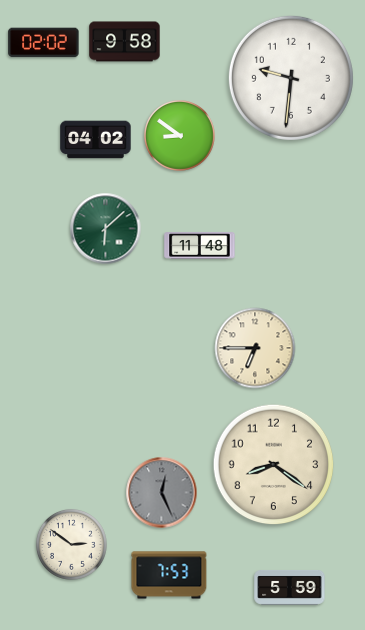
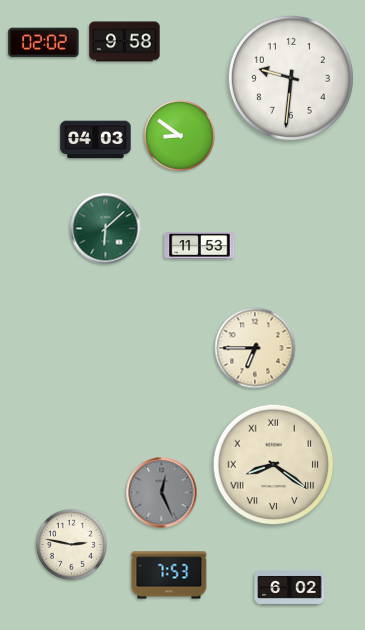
clock at (96, 140): 04:02 -> 04:03
clock at (200, 246): 11:48 -> 11:53
clock at (274, 465) numerals: Arabic -> Roman
clock at (71, 544): 2:51 -> 2:47
clock at (290, 587): 5:59 -> 6:02
